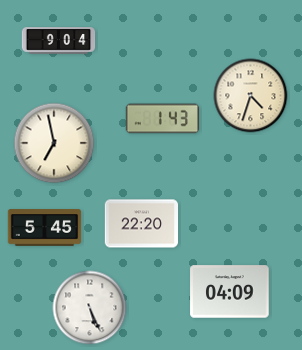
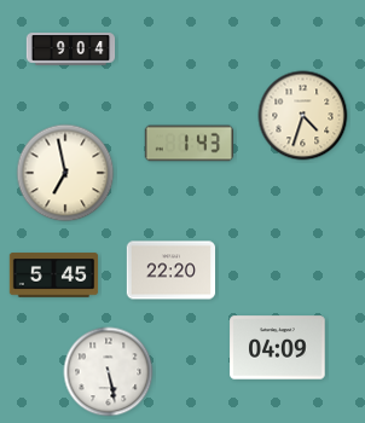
clock at (163, 119) position: (163, 119) -> (190, 144)
clock at (230, 292) position: (230, 292) -> (278, 348)
clock at (90, 308): 5:26 -> 5:28
